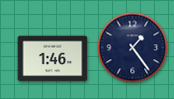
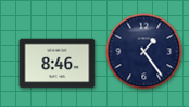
clock at (53, 59): 1:46 -> 8:46
